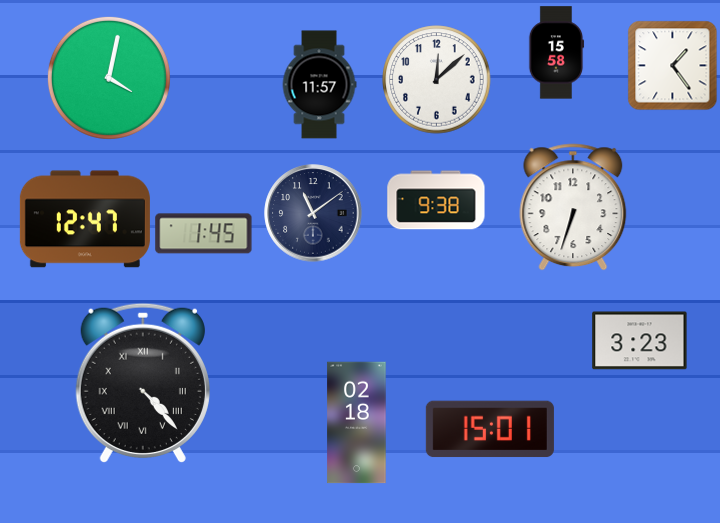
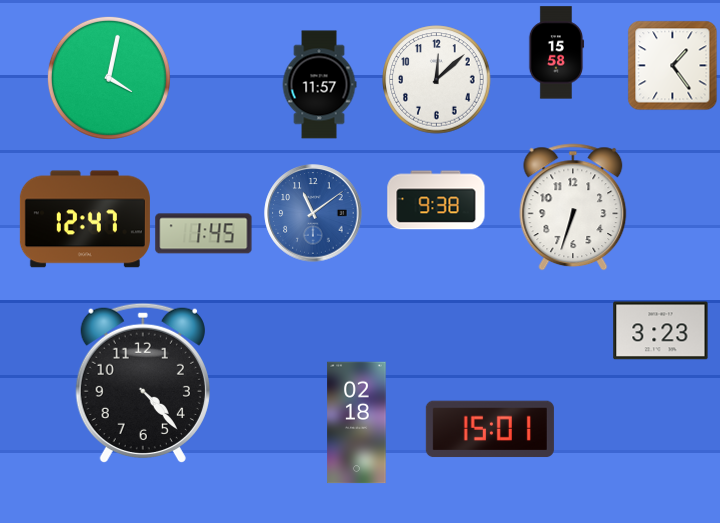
clock at (313, 213) dial: navy -> blue
clock at (640, 341) position: (640, 341) -> (661, 331)
clock at (143, 383) numerals: Roman -> Arabic
